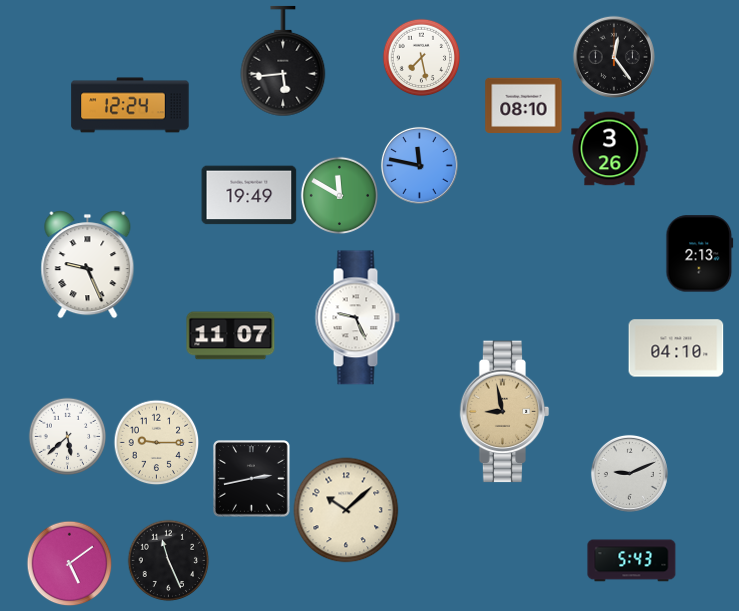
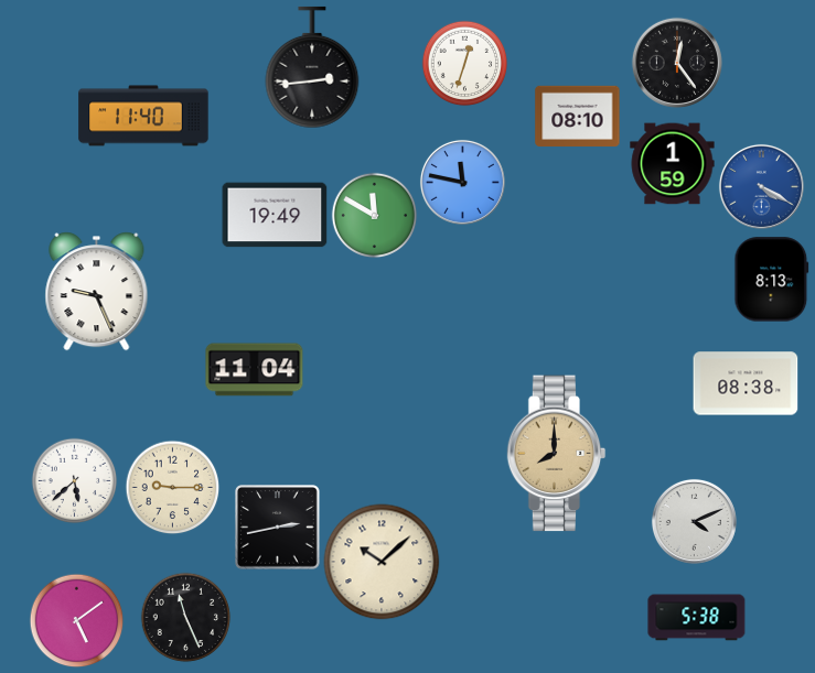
clock at (421, 57): 7:28 -> 12:33
clock at (283, 61): 5:44 -> 2:44
clock at (130, 105): 12:24 -> 11:40
clock at (610, 149): 3:26 -> 1:59
clock at (761, 186): none -> 4:20
clock at (700, 254): 2:13 -> 8:13
clock at (357, 318): 9:26 -> none
clock at (231, 336): 11:07 -> 11:04
clock at (676, 348): 04:10 -> 08:38
clock at (505, 412): 8:58 -> 8:00
clock at (629, 473): 9:11 -> 4:11
clock at (632, 561): 5:43 -> 5:38
